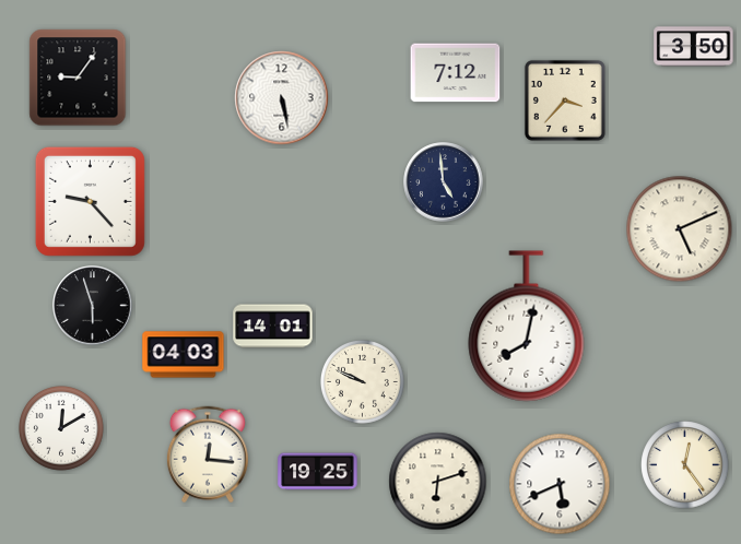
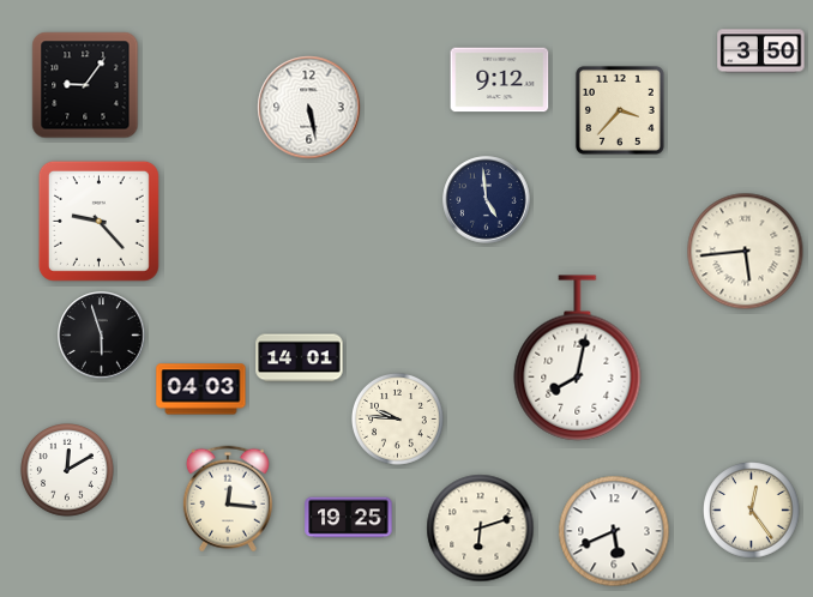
clock at (456, 73): 7:12 -> 9:12
clock at (680, 229): 5:11 -> 5:44
clock at (362, 381): 9:49 -> 9:46
